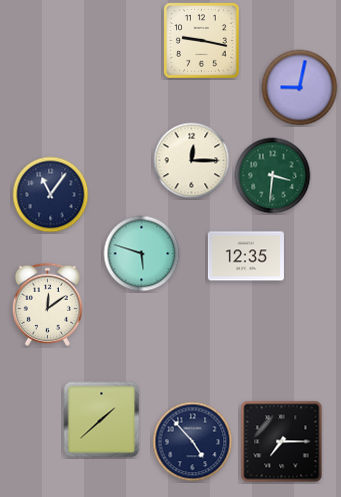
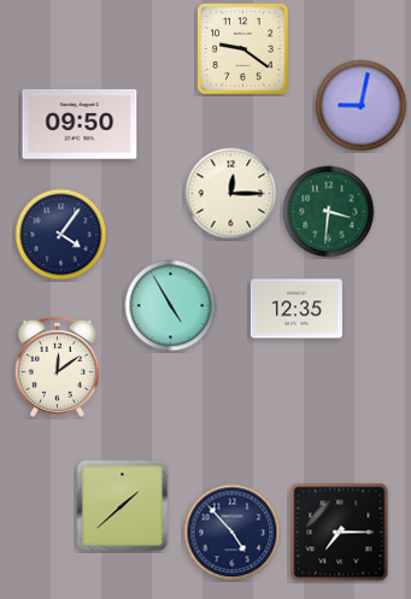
clock at (202, 41): 9:17 -> 9:21
clock at (80, 125): none -> 09:50
clock at (51, 195): 11:06 -> 4:06
clock at (142, 254): 5:48 -> 4:55
